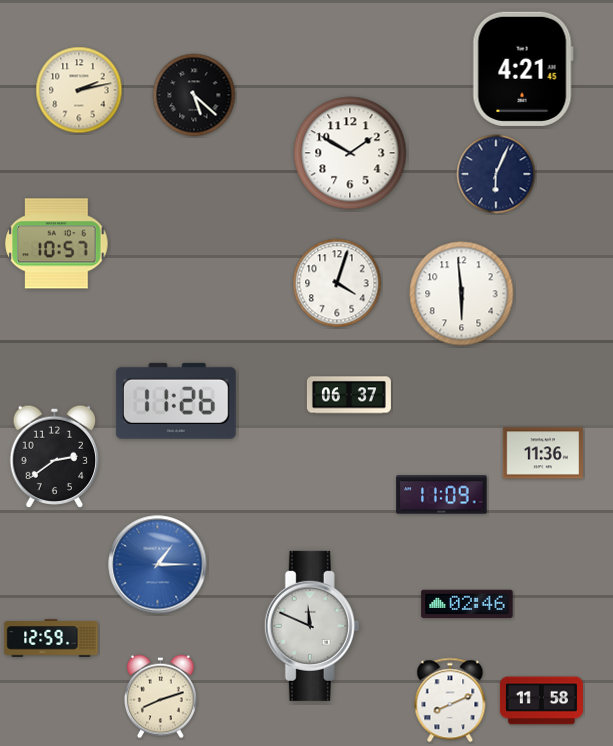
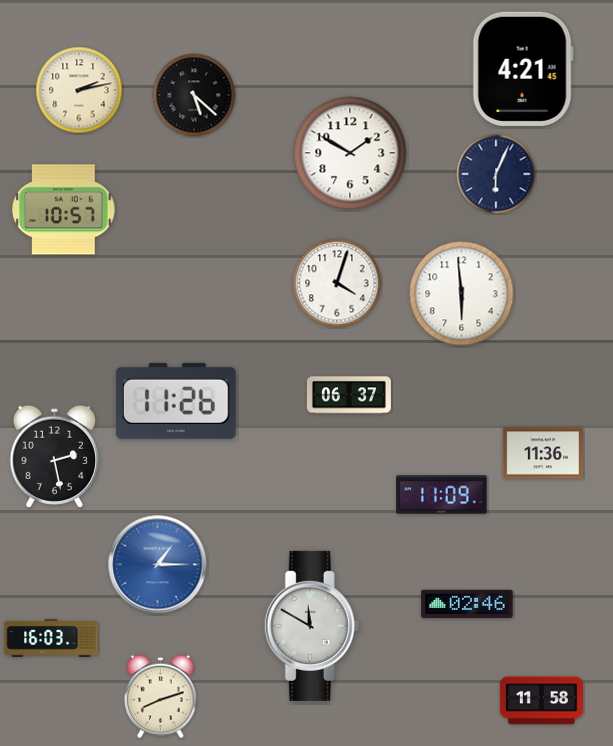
clock at (57, 244) position: (57, 244) -> (64, 210)
clock at (54, 456): 2:39 -> 2:28
clock at (312, 626): 11:49 -> 11:50
clock at (51, 638): 12:59 -> 16:03
clock at (450, 700): 8:11 -> none
